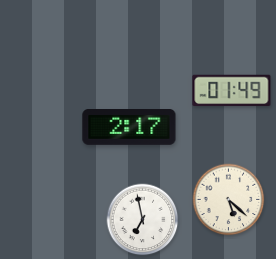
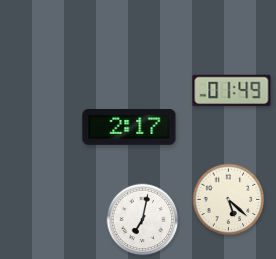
clock at (143, 220): 6:58 -> 7:02
